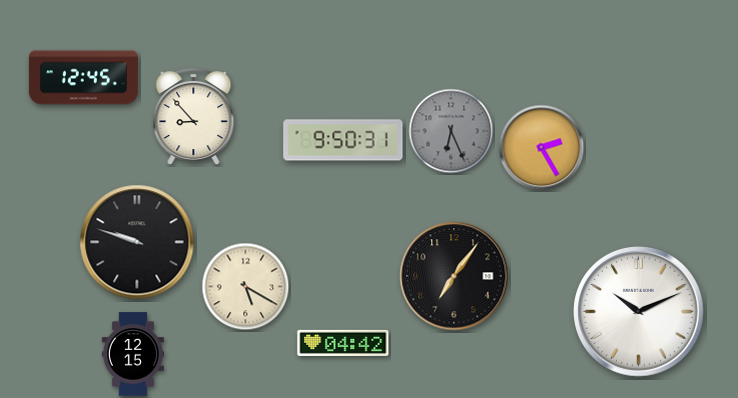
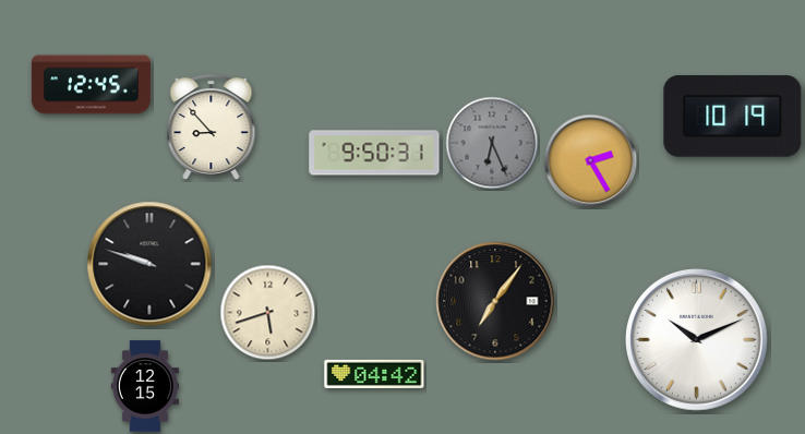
clock at (733, 117): none -> 10:19
clock at (246, 287): 5:20 -> 5:42
